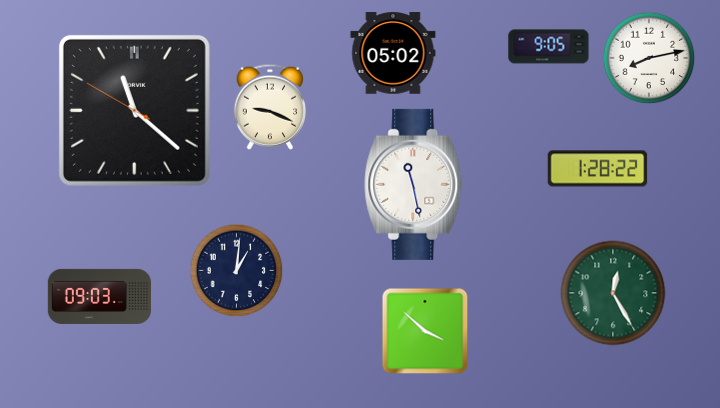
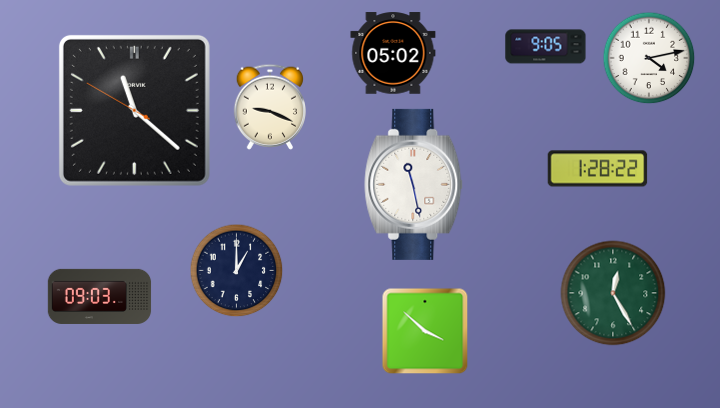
clock at (549, 47) position: (549, 47) -> (546, 47)
clock at (649, 58): 8:13 -> 4:13
clock at (236, 270): 1:01 -> 1:00
